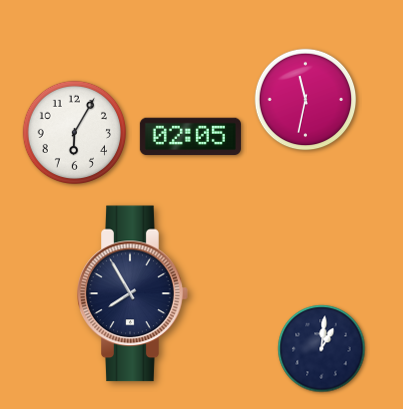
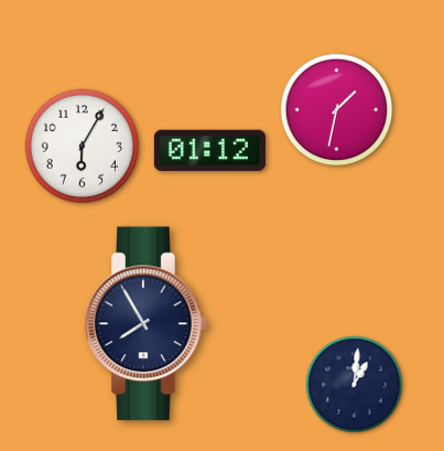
clock at (306, 100): 11:32 -> 1:32
clock at (190, 137): 02:05 -> 01:12
